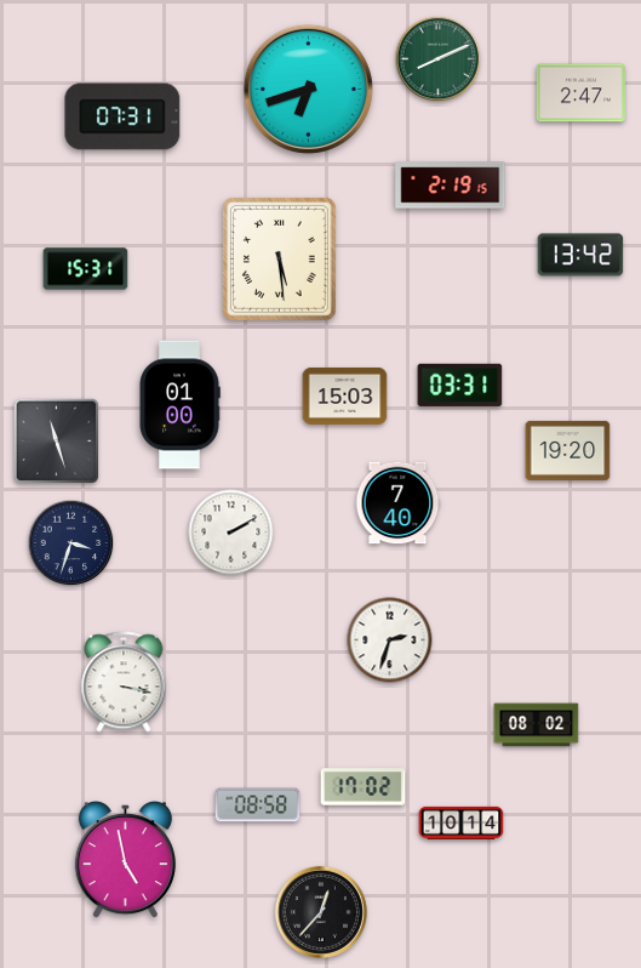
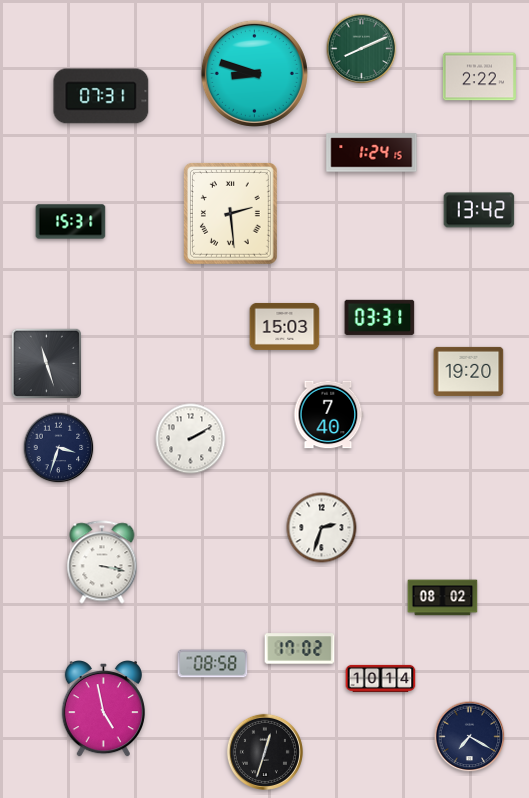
clock at (308, 89): 6:42 -> 8:48
clock at (580, 93): 2:47 -> 2:22
clock at (451, 186): 2:19 -> 1:24
clock at (279, 258): 5:29 -> 2:29
clock at (179, 405): 01:00 -> none
clock at (470, 737): none -> 7:20
clock at (321, 912): 12:37 -> 12:33
